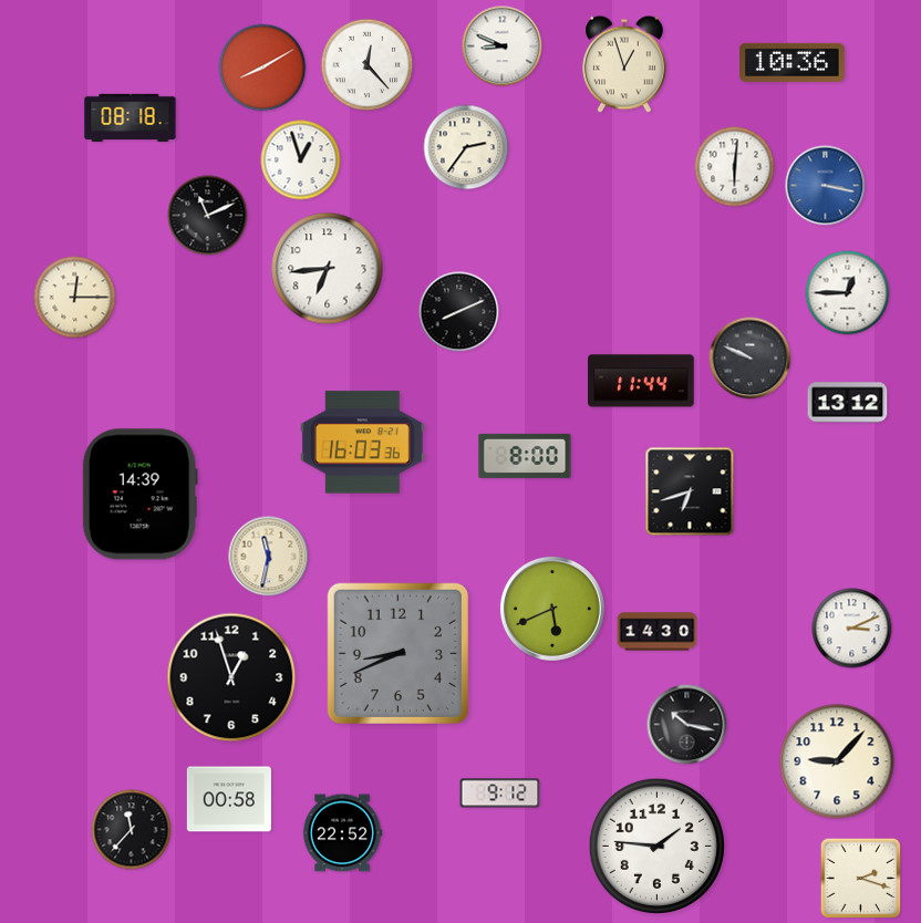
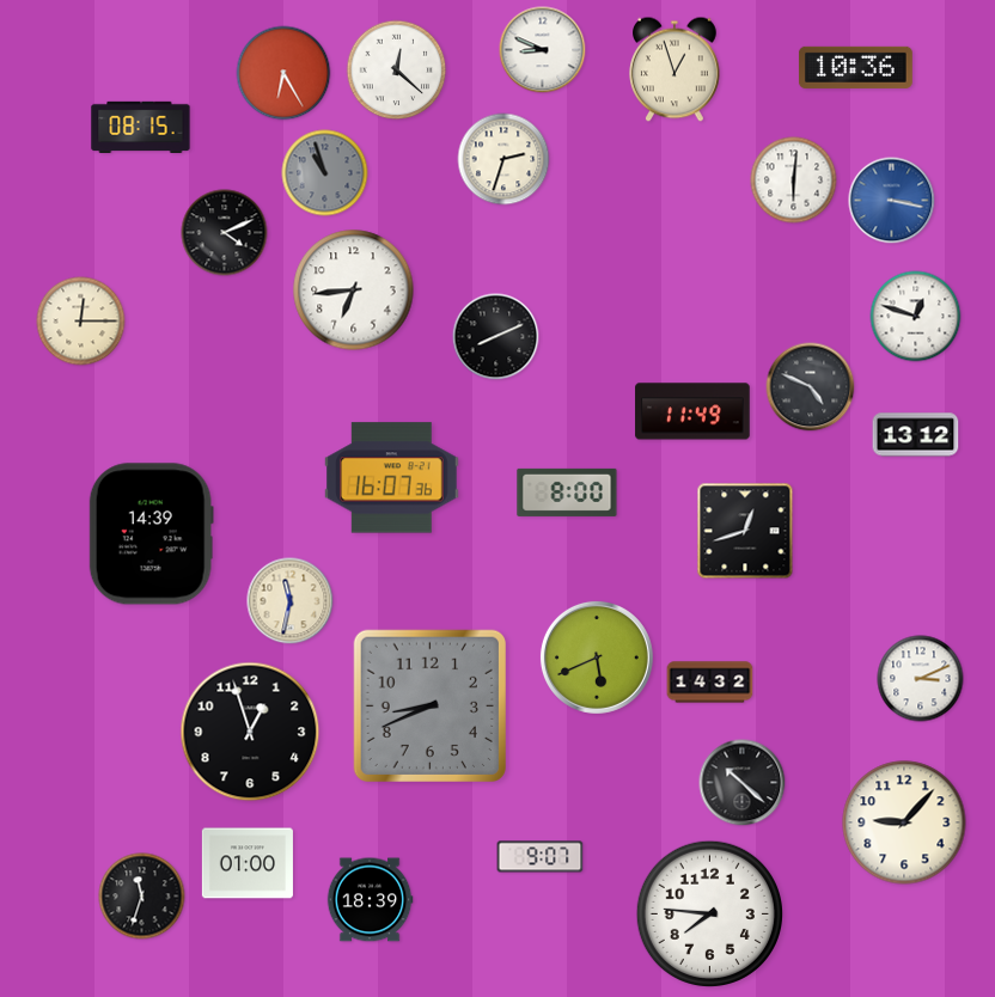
clock at (368, 65): 12:23 -> 12:22
clock at (262, 68): 8:10 -> 6:25
clock at (131, 117): 08:18 -> 08:15
clock at (466, 147): 2:36 -> 2:33
clock at (301, 160): 12:57 -> 10:57
clock at (301, 160) dial: white -> grey
clock at (208, 216): 11:11 -> 4:11
clock at (848, 293): 12:45 -> 12:48
clock at (751, 359): 9:49 -> 4:49
clock at (641, 381): 11:44 -> 11:49
clock at (363, 443): 16:03 -> 16:07
clock at (690, 491): 6:42 -> 12:42
clock at (658, 632): 14:30 -> 14:32
clock at (687, 725): 10:17 -> 10:22
clock at (500, 794): 9:12 -> 9:07
clock at (229, 799): 00:58 -> 01:00
clock at (132, 830): 11:37 -> 11:33
clock at (342, 833): 22:52 -> 18:39
clock at (656, 846): 1:46 -> 7:46
clock at (861, 879): 2:18 -> none
